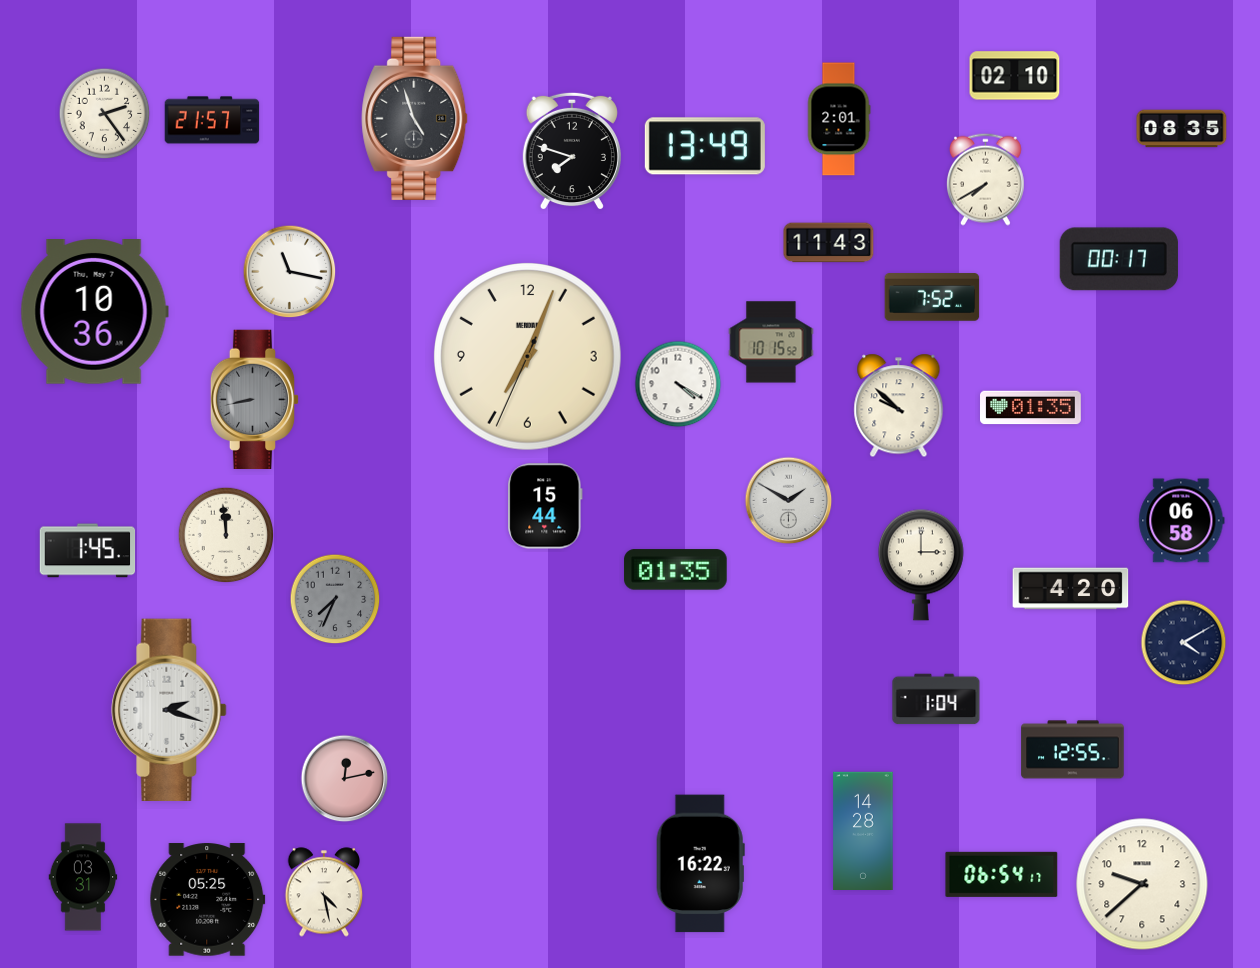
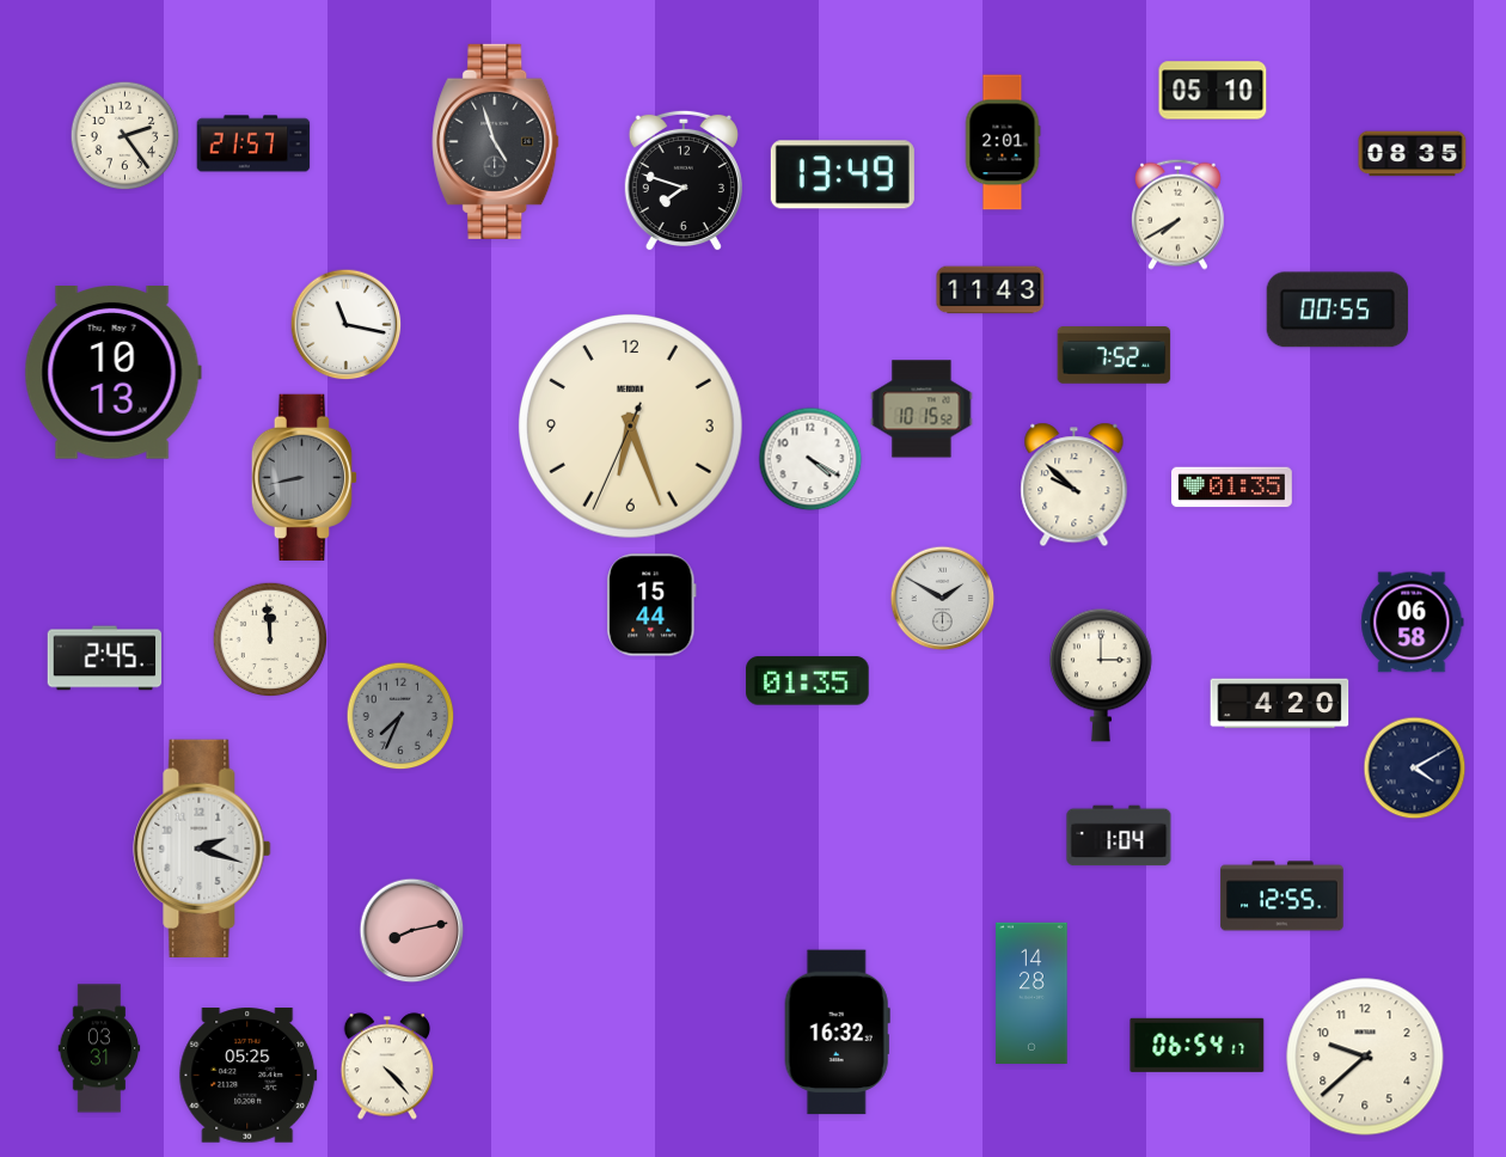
clock at (1015, 76): 02:10 -> 05:10
clock at (1119, 259): 00:17 -> 00:55
clock at (94, 312): 10:36 -> 10:13
clock at (528, 357): 7:03 -> 6:26
clock at (88, 551): 1:45 -> 2:45
clock at (345, 779): 12:13 -> 8:13
clock at (700, 864): 16:22 -> 16:32
clock at (324, 892): 4:28 -> 4:23
